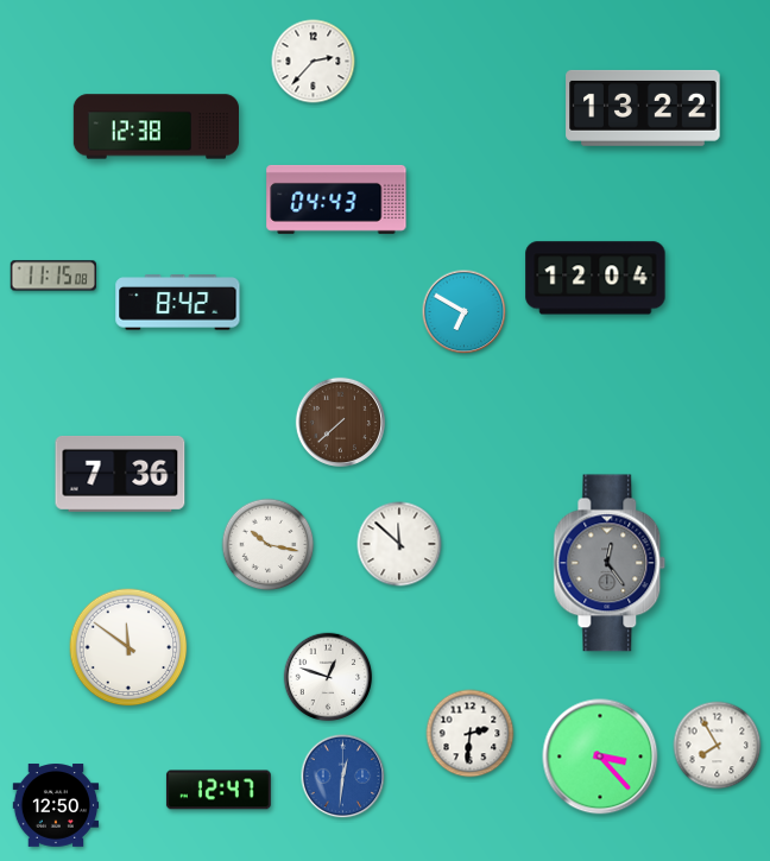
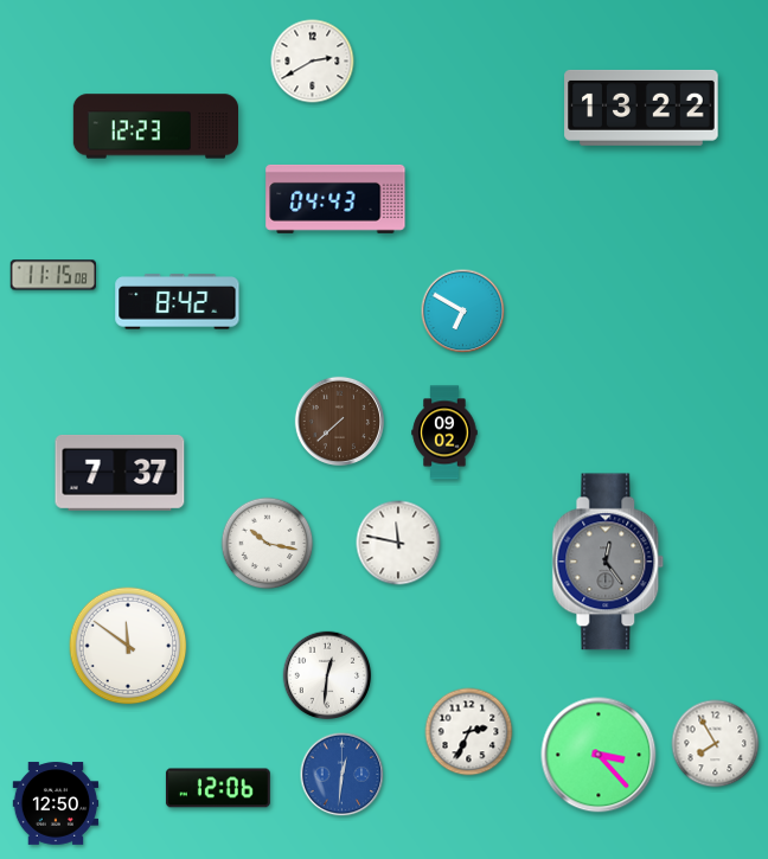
clock at (314, 62): 2:37 -> 2:40
clock at (156, 127): 12:38 -> 12:23
clock at (595, 278): 12:04 -> none
clock at (444, 432): none -> 09:02
clock at (120, 474): 7:36 -> 7:37
clock at (399, 544): 11:52 -> 11:47
clock at (328, 677): 12:48 -> 12:31
clock at (471, 734): 2:31 -> 2:34
clock at (219, 790): 12:47 -> 12:06
